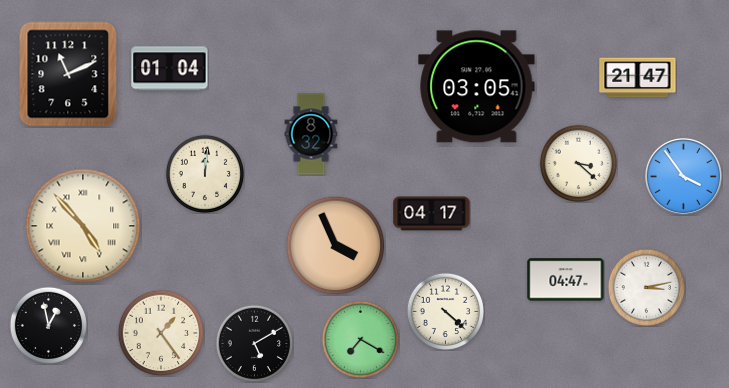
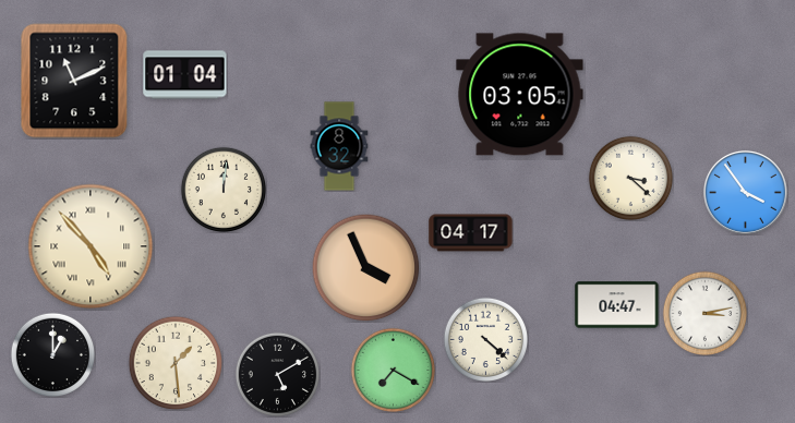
clock at (638, 78): 21:47 -> none
clock at (48, 325): 12:58 -> 1:00
clock at (161, 333): 1:24 -> 1:29
